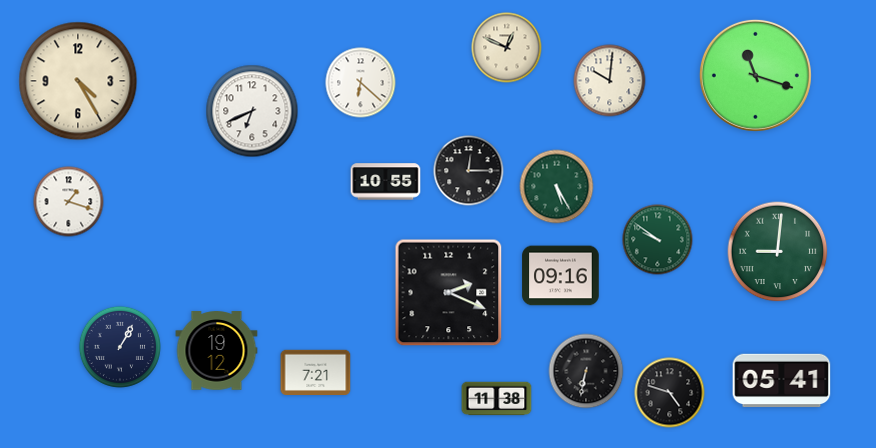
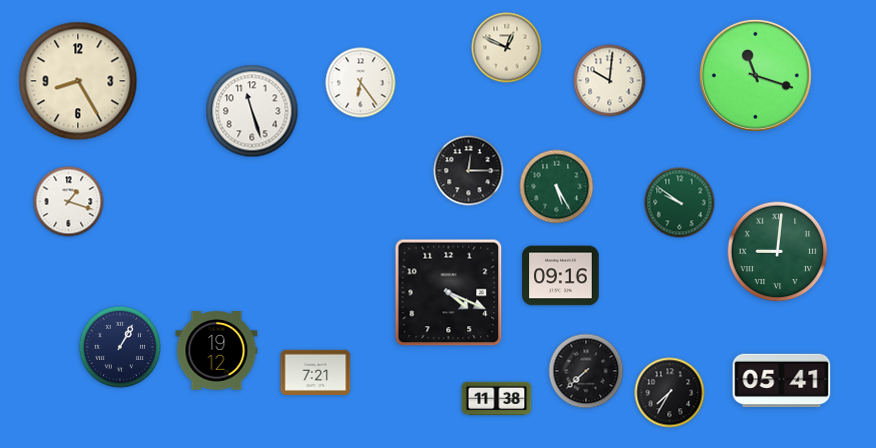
clock at (78, 81): 4:25 -> 8:25
clock at (361, 83): 6:22 -> 6:24
clock at (252, 111): 6:41 -> 11:27
clock at (386, 182): 10:55 -> none
clock at (658, 240) position: (658, 240) -> (680, 203)
clock at (449, 293): 2:19 -> 4:19
clock at (586, 371): 6:32 -> 7:38
clock at (670, 393): 4:48 -> 7:35
